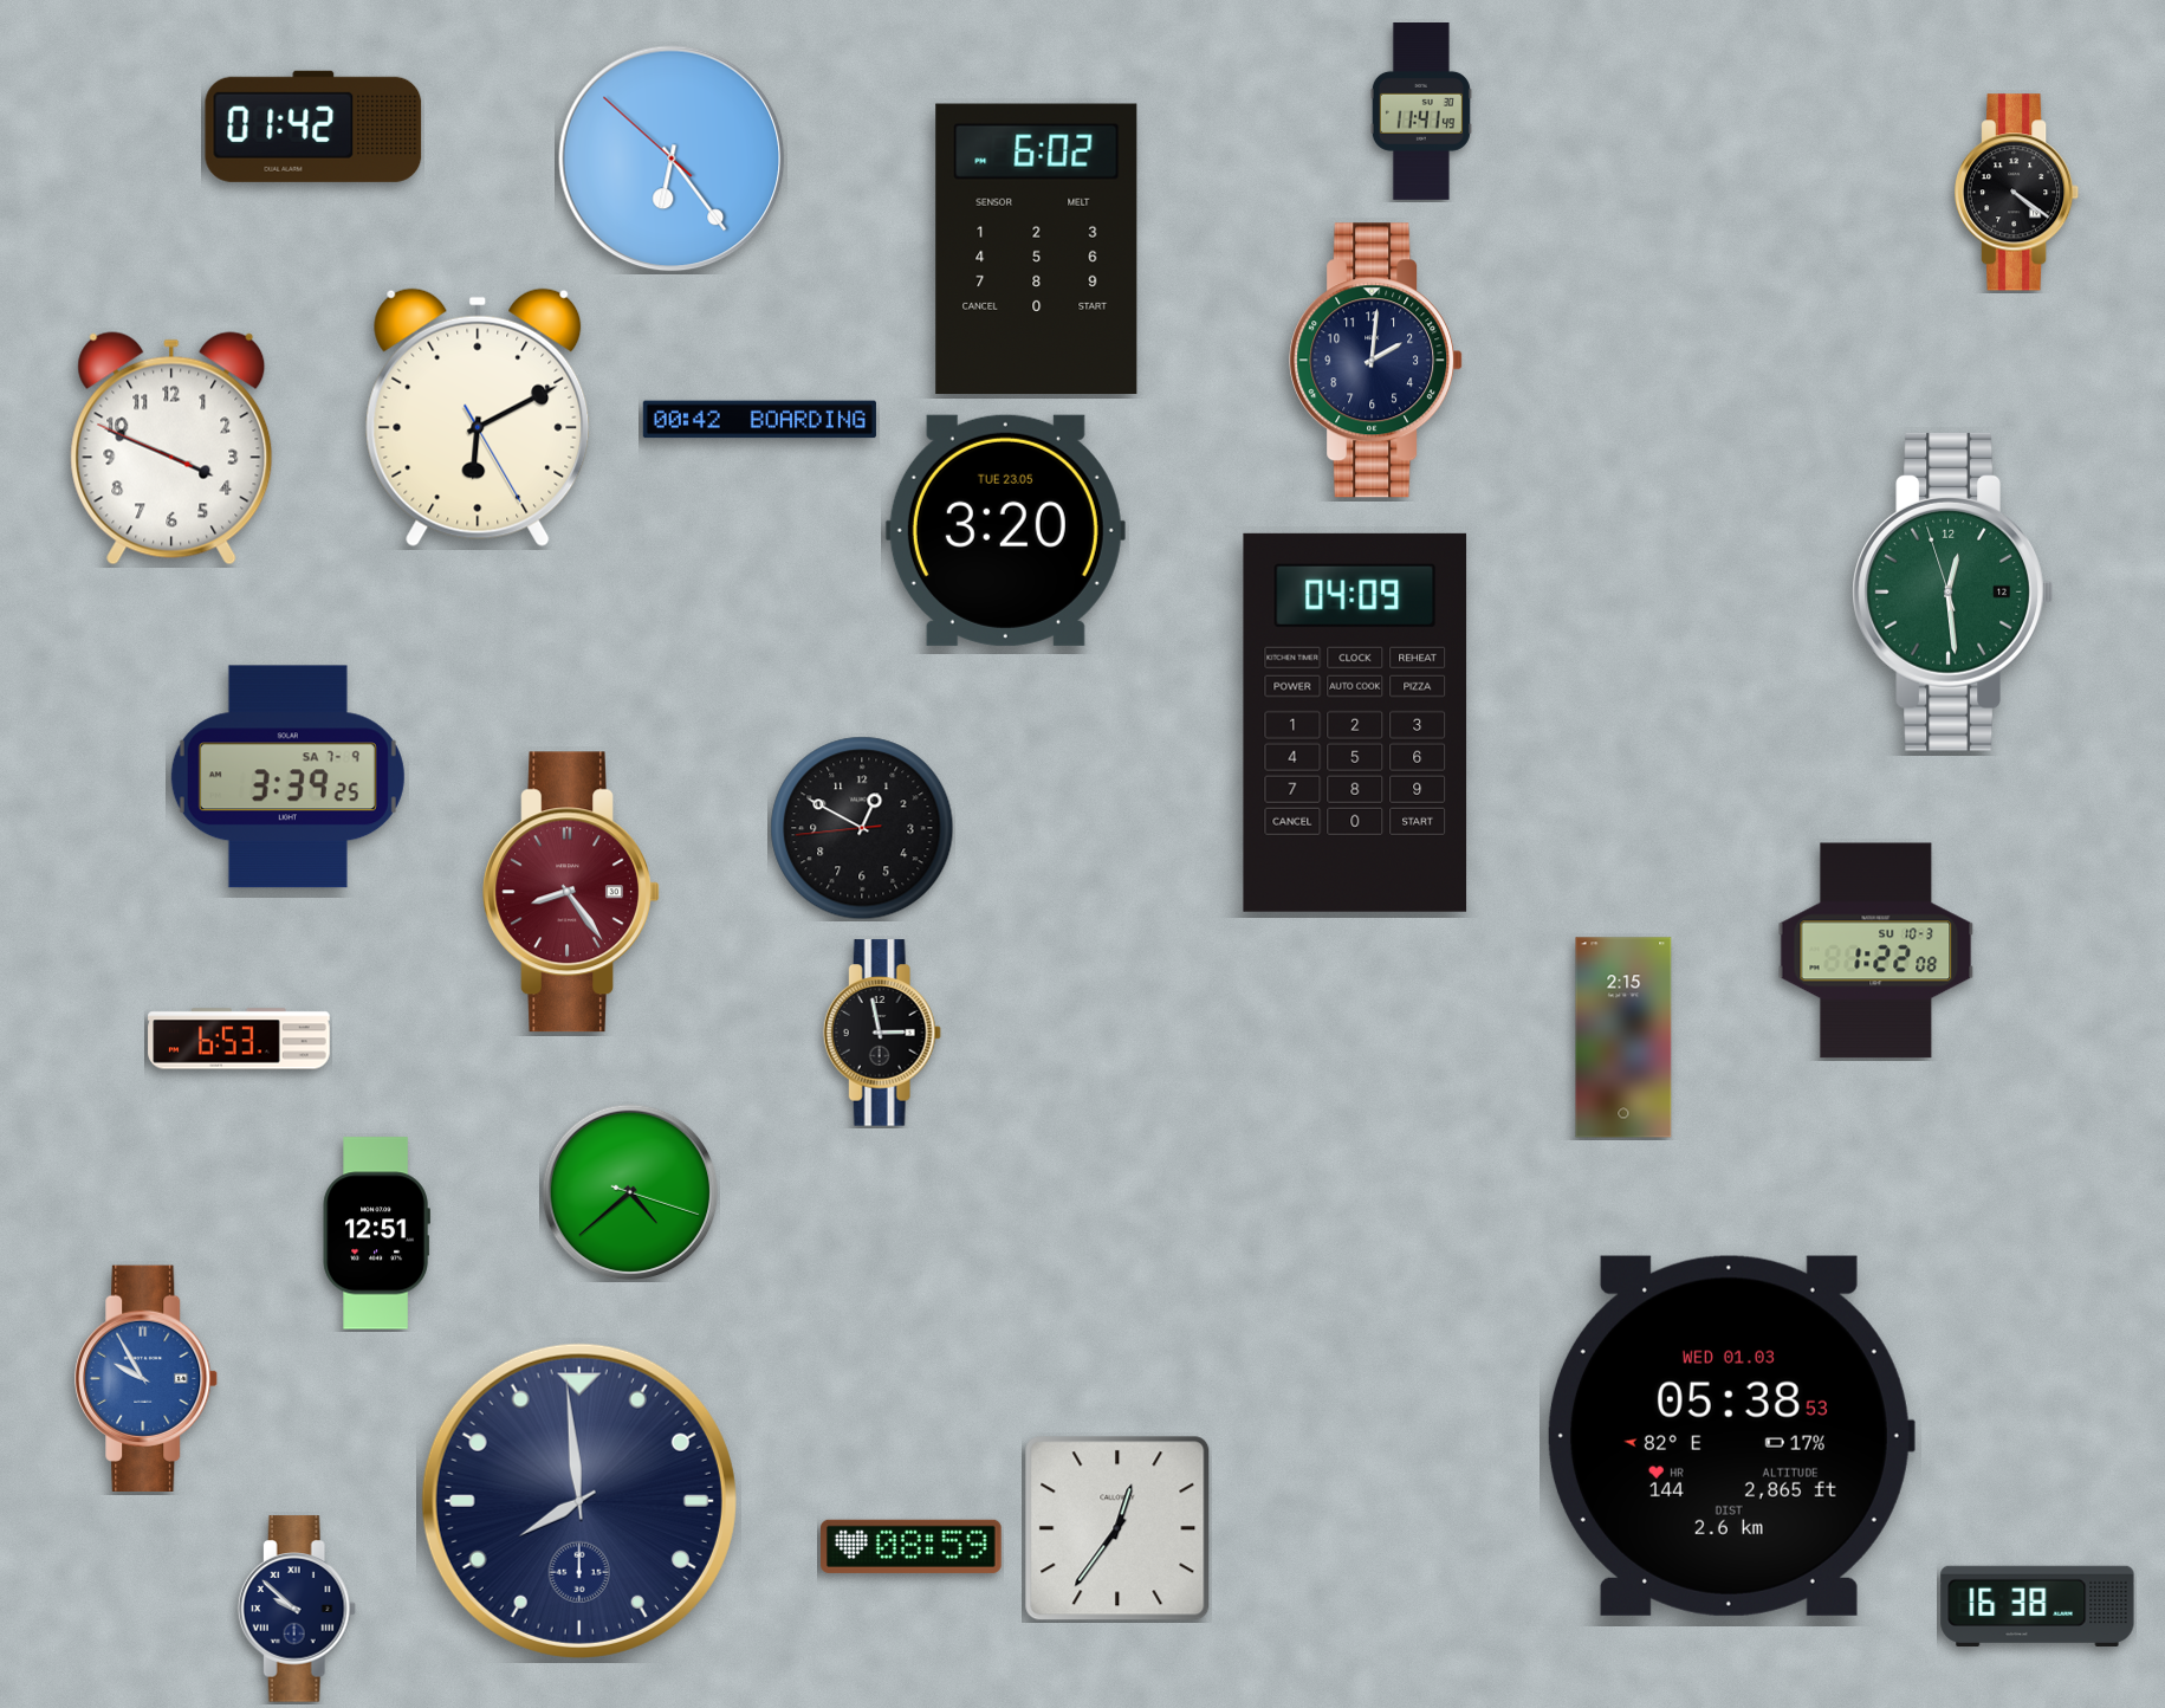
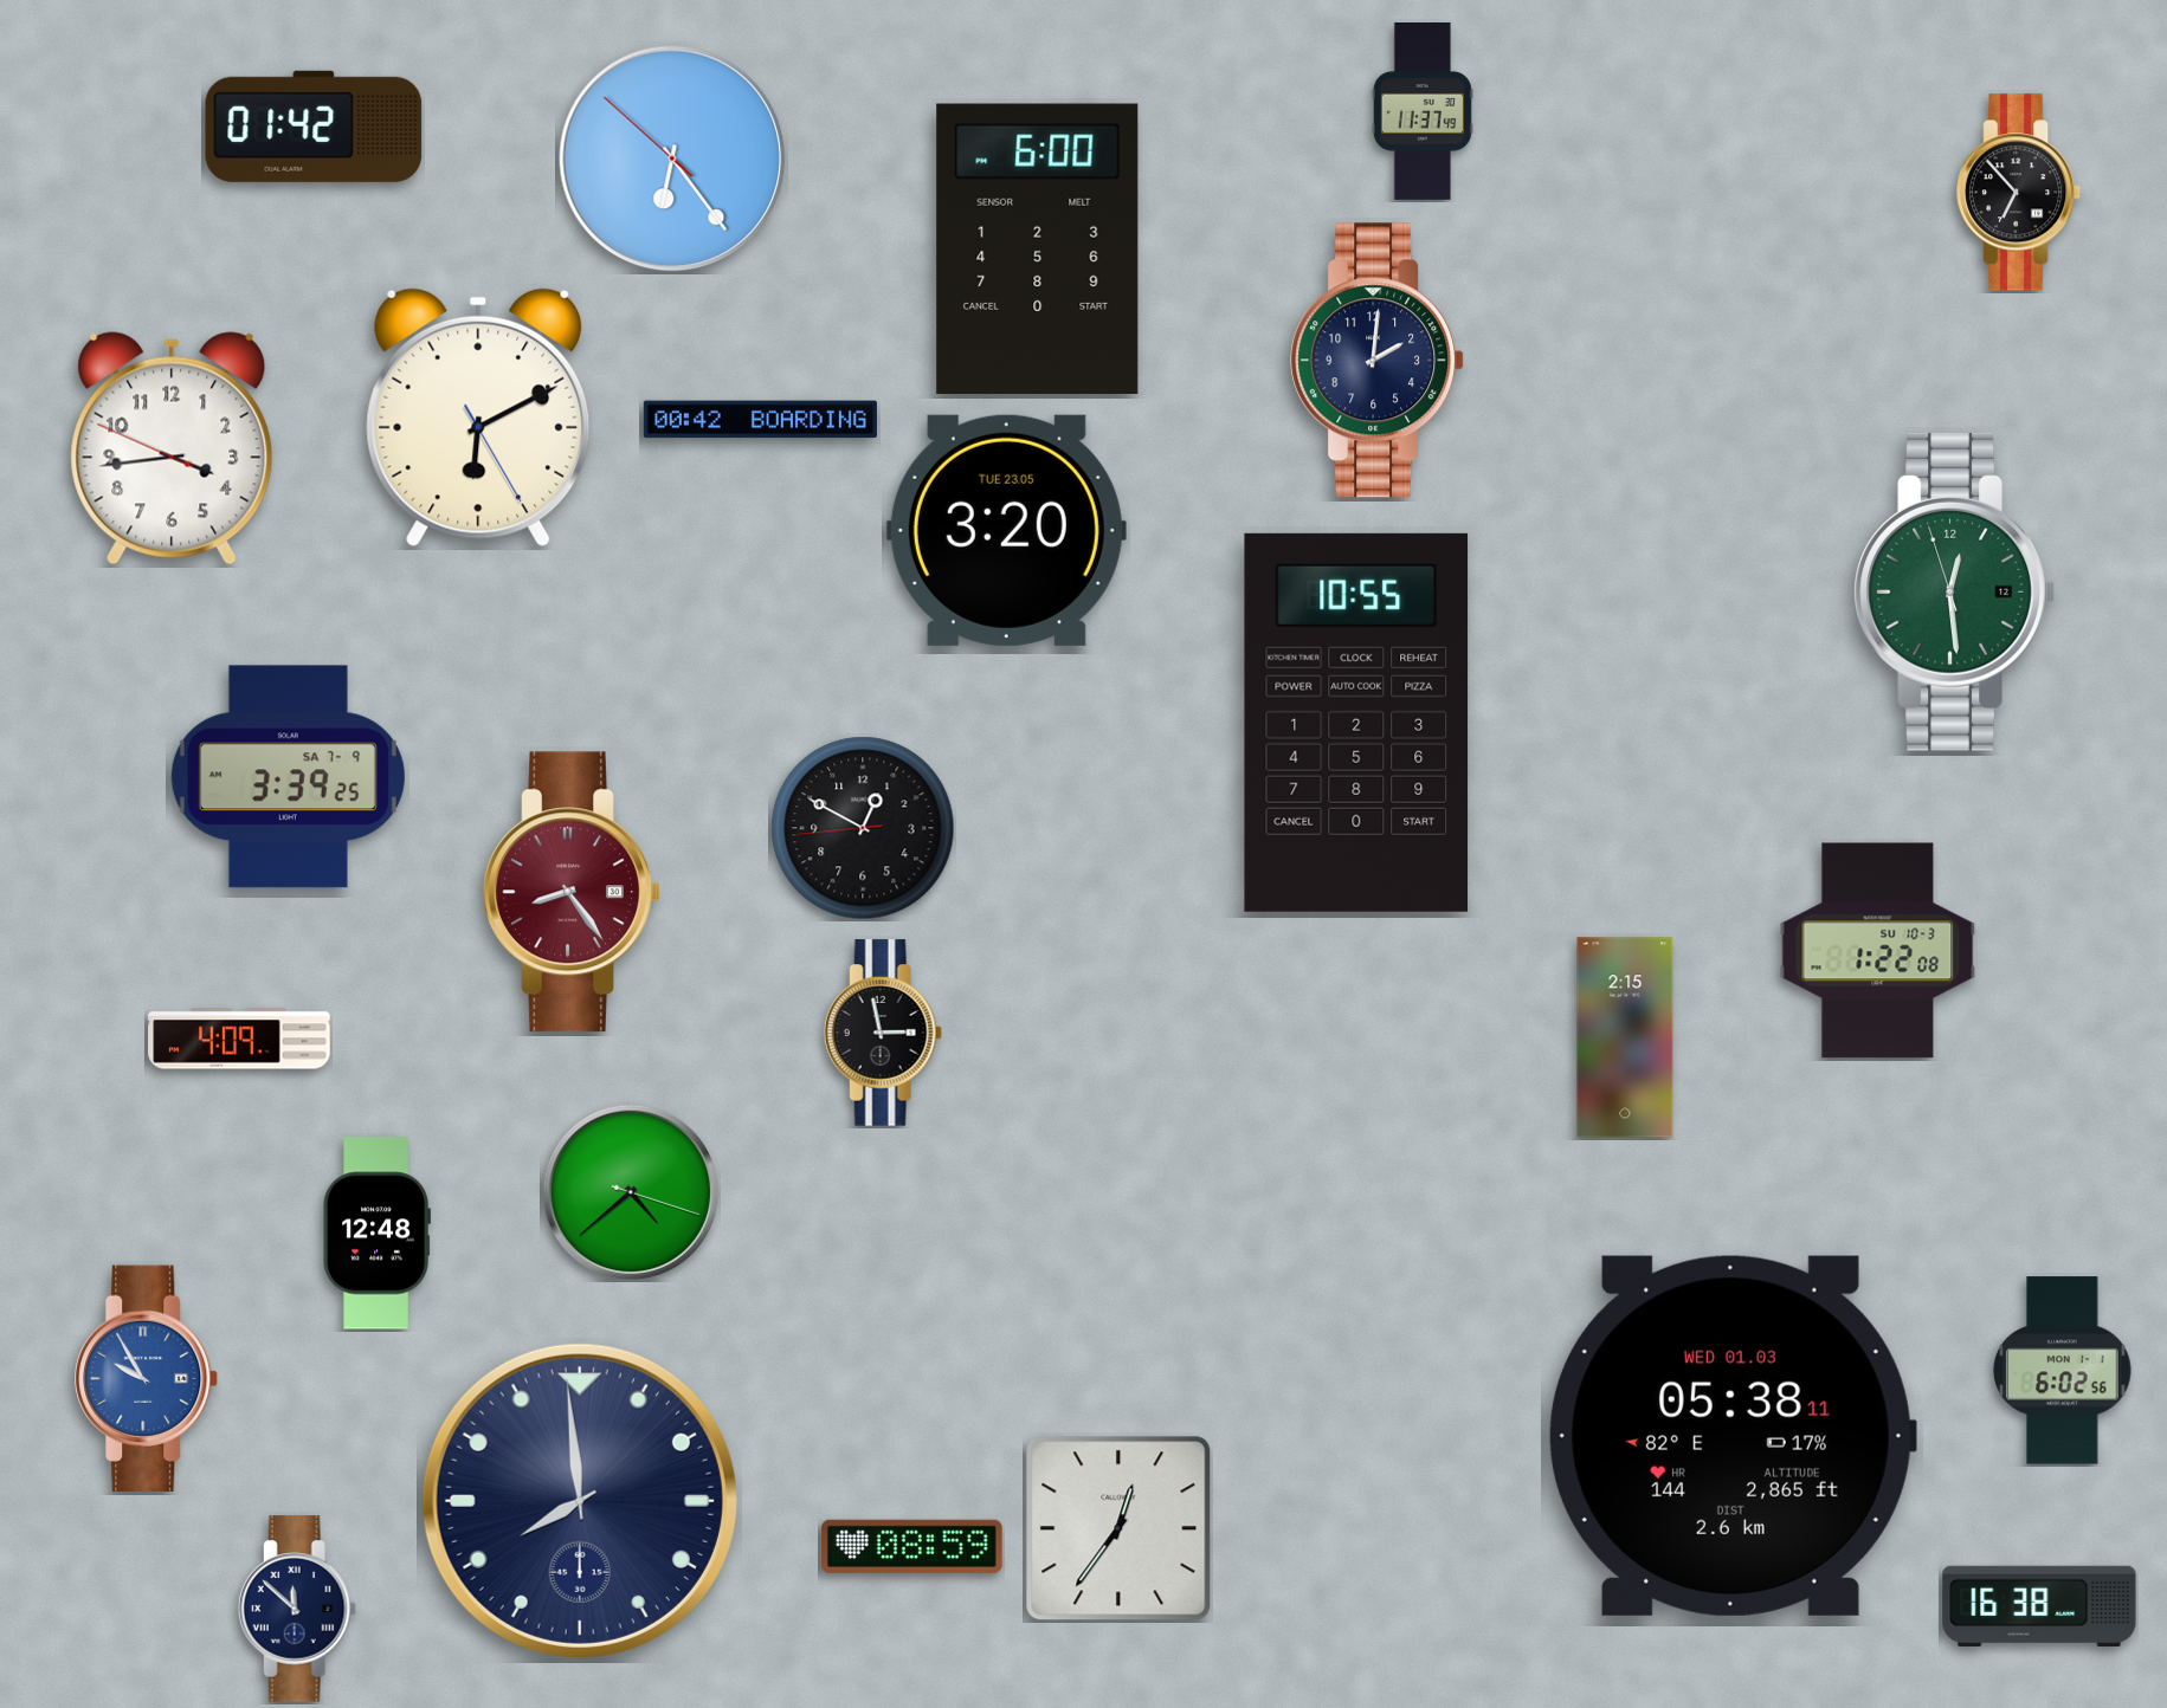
clock at (1421, 112): 11:41 -> 11:37
clock at (2018, 193): 4:21 -> 6:53
clock at (1037, 250): 6:02 -> 6:00
clock at (171, 448): 3:48 -> 3:43
clock at (1355, 723): 04:09 -> 10:55
clock at (239, 1039): 6:53 -> 4:09
clock at (376, 1234): 12:51 -> 12:48
clock at (2063, 1371): none -> 6:02
clock at (1730, 1436): 05:38:53 -> 05:38:11
clock at (297, 1609): 9:52 -> 11:52
